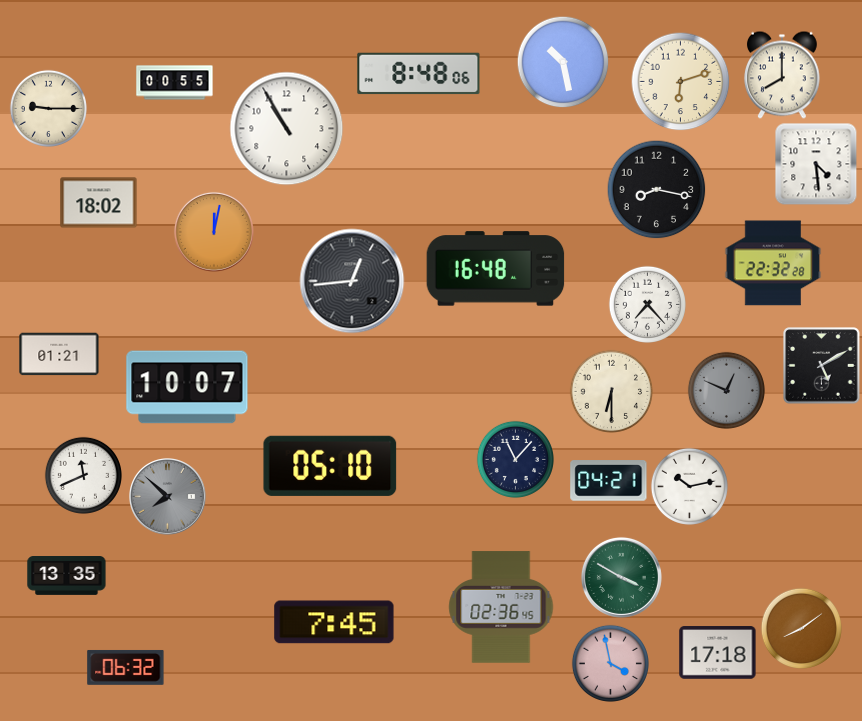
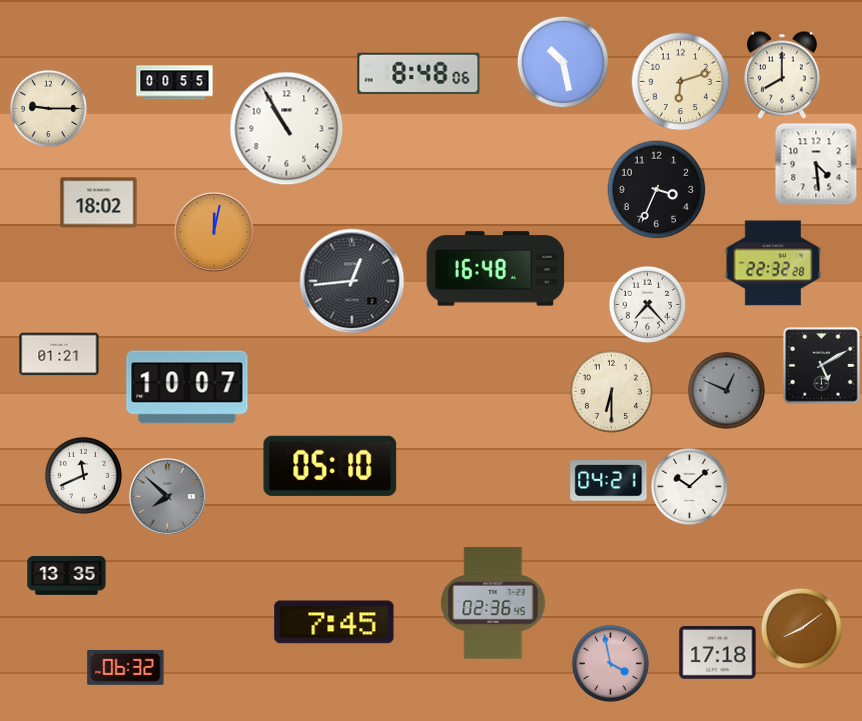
clock at (657, 190): 8:17 -> 3:34
clock at (515, 459): 11:07 -> none
clock at (689, 486): 10:13 -> 10:08
clock at (621, 577): 3:50 -> none
clock at (501, 607) position: (501, 607) -> (493, 603)
